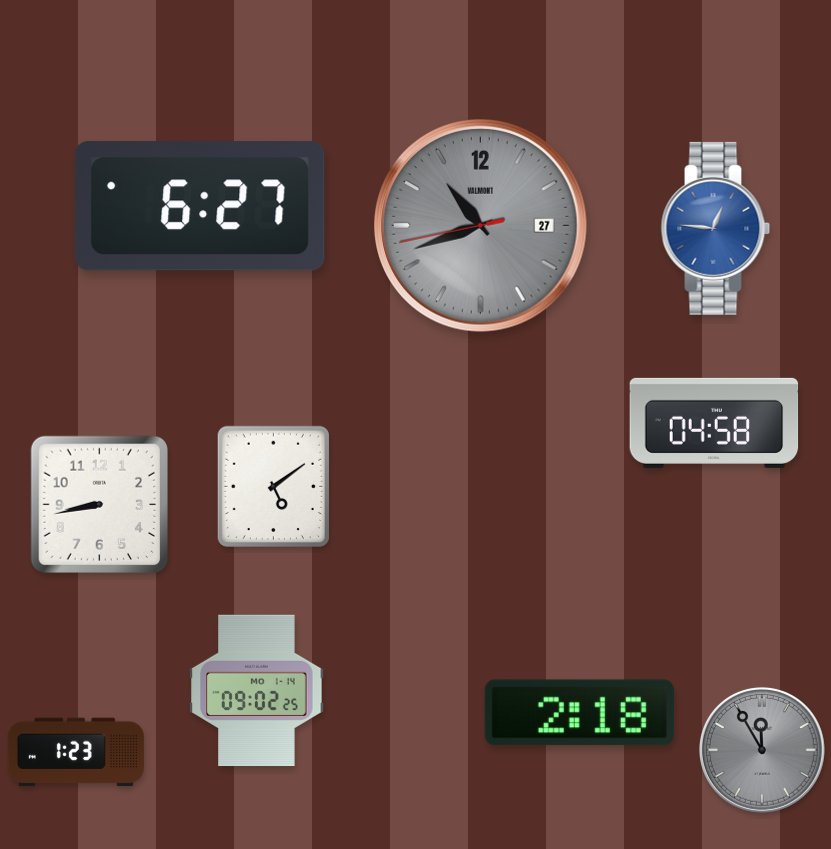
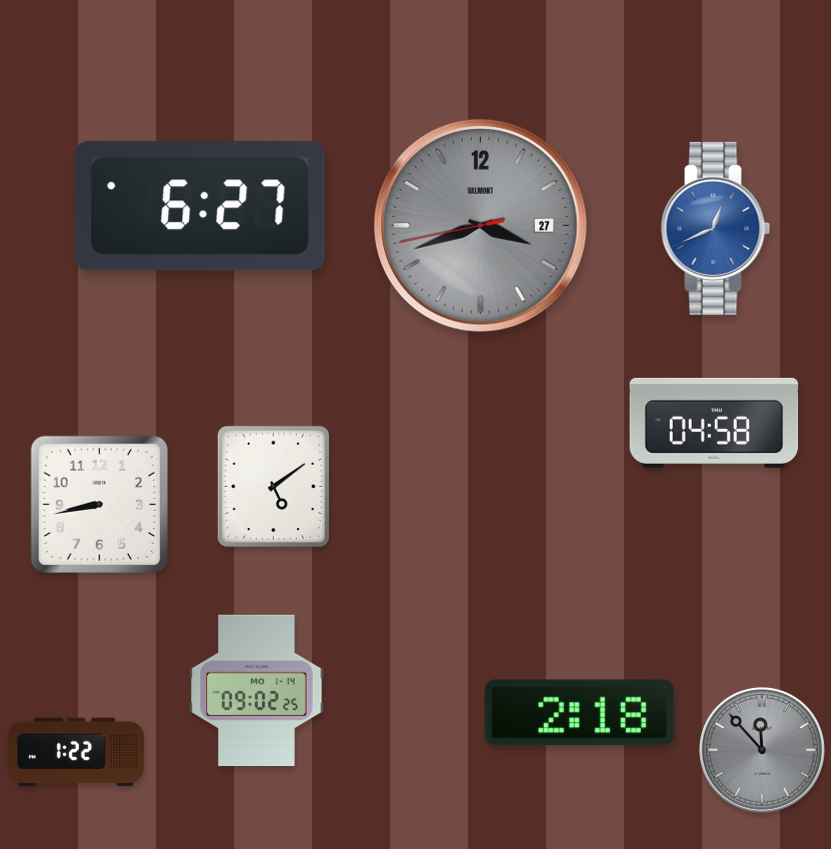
clock at (480, 225): 10:41 -> 3:41
clock at (716, 228): 12:46 -> 12:41
clock at (762, 750): 11:55 -> 11:53
clock at (76, 752): 1:23 -> 1:22
